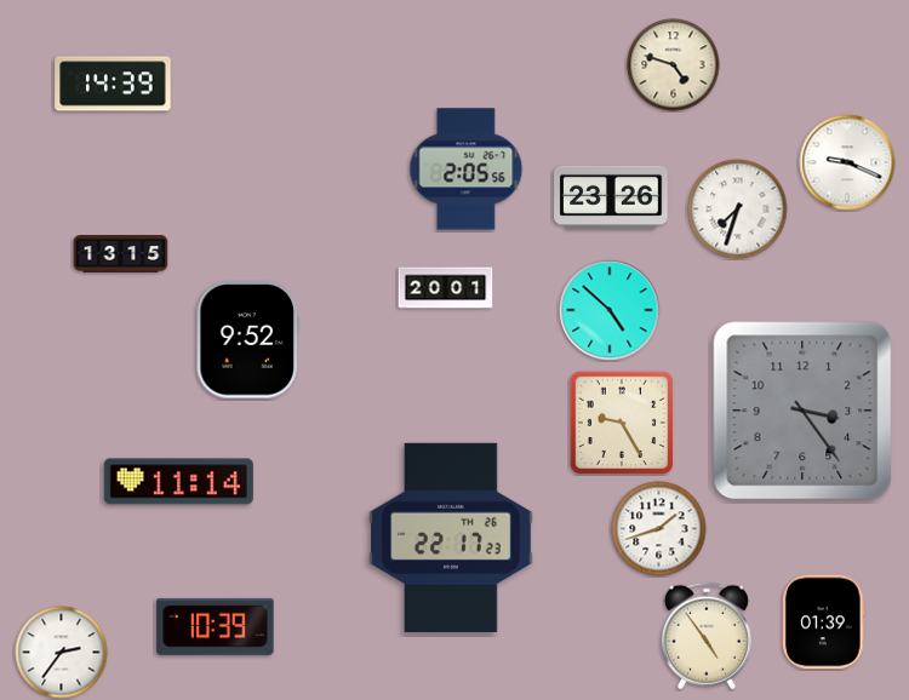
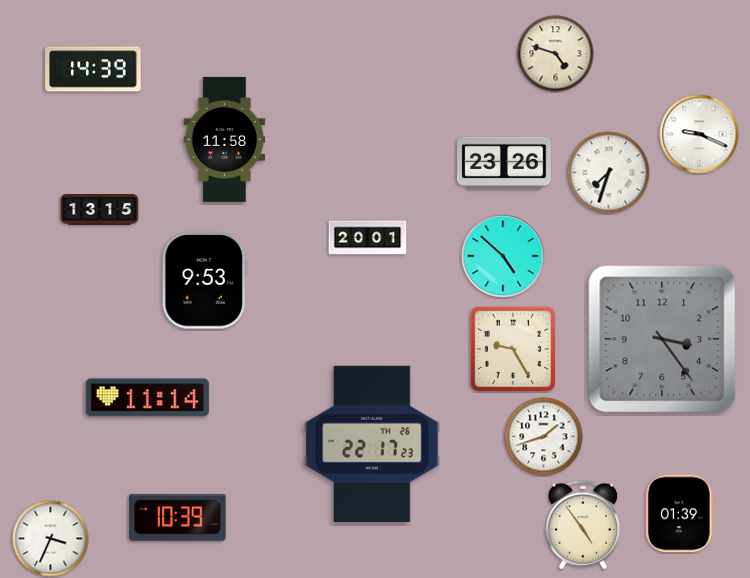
clock at (225, 139): none -> 11:58
clock at (467, 170): 2:05 -> none
clock at (247, 340): 9:52 -> 9:53
clock at (62, 653): 2:36 -> 3:34
